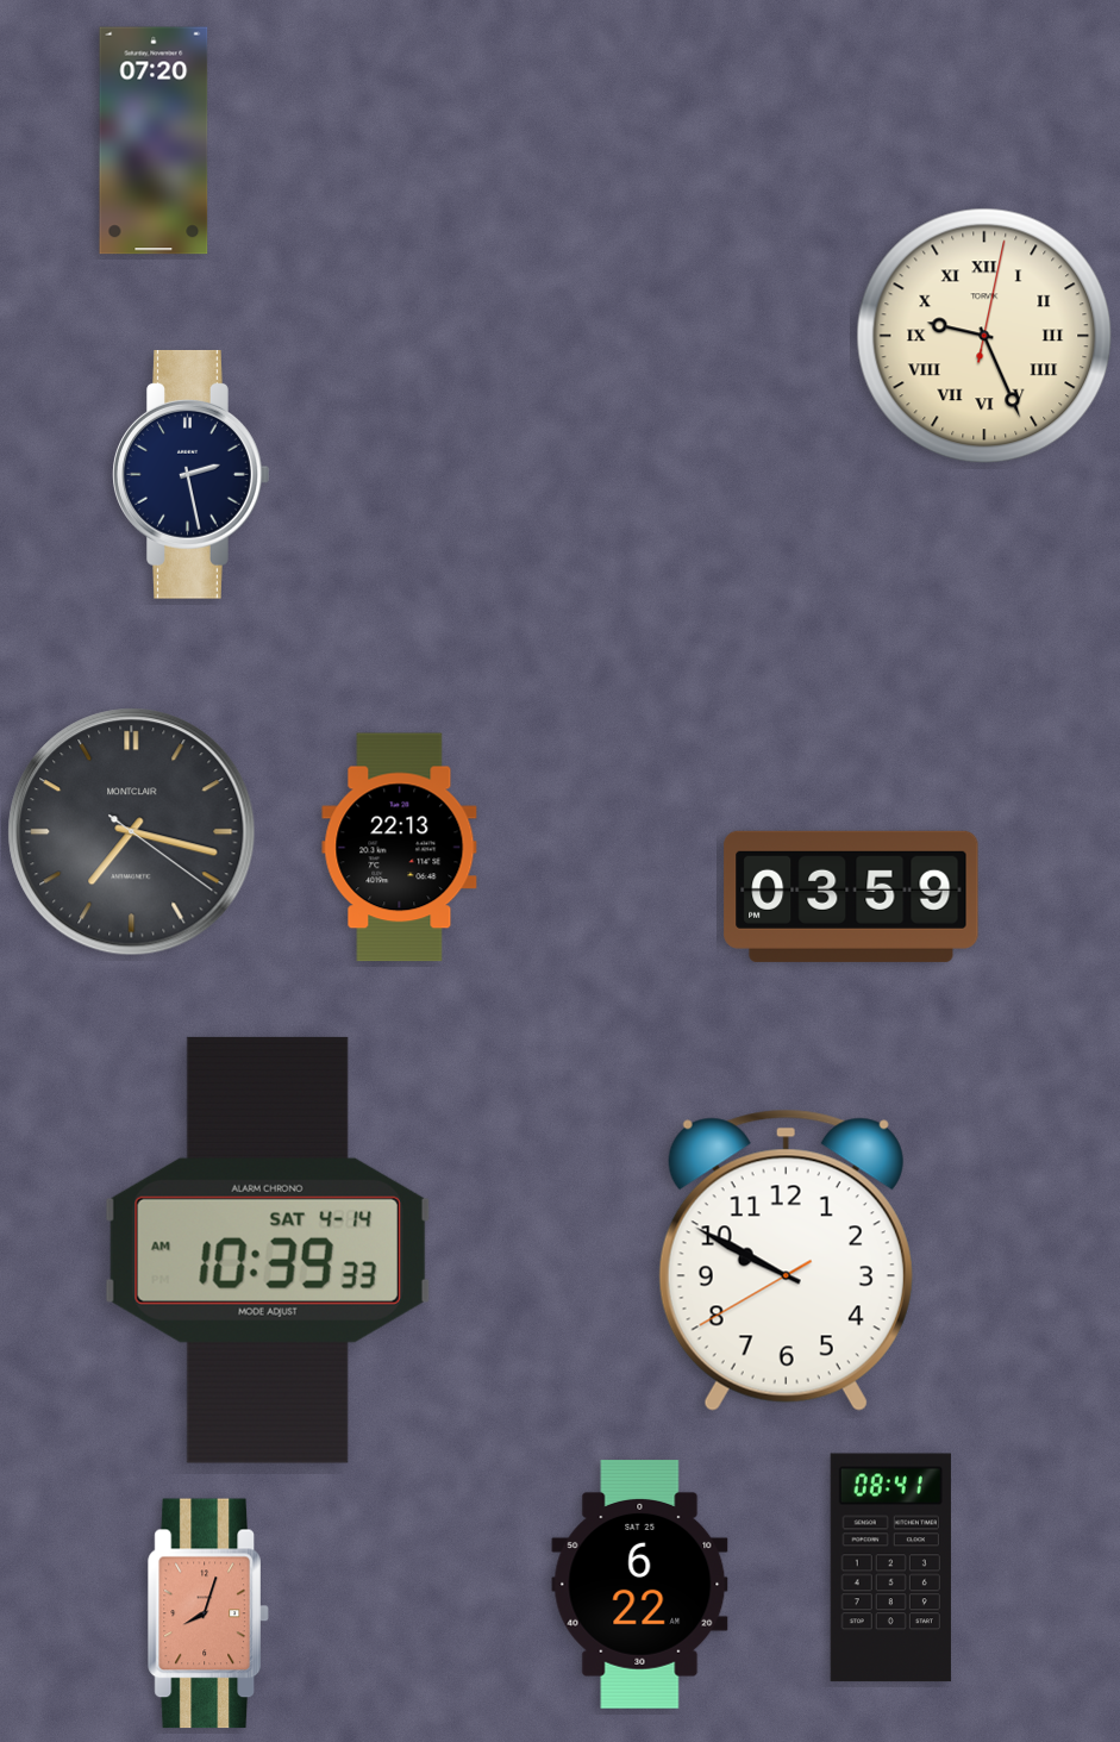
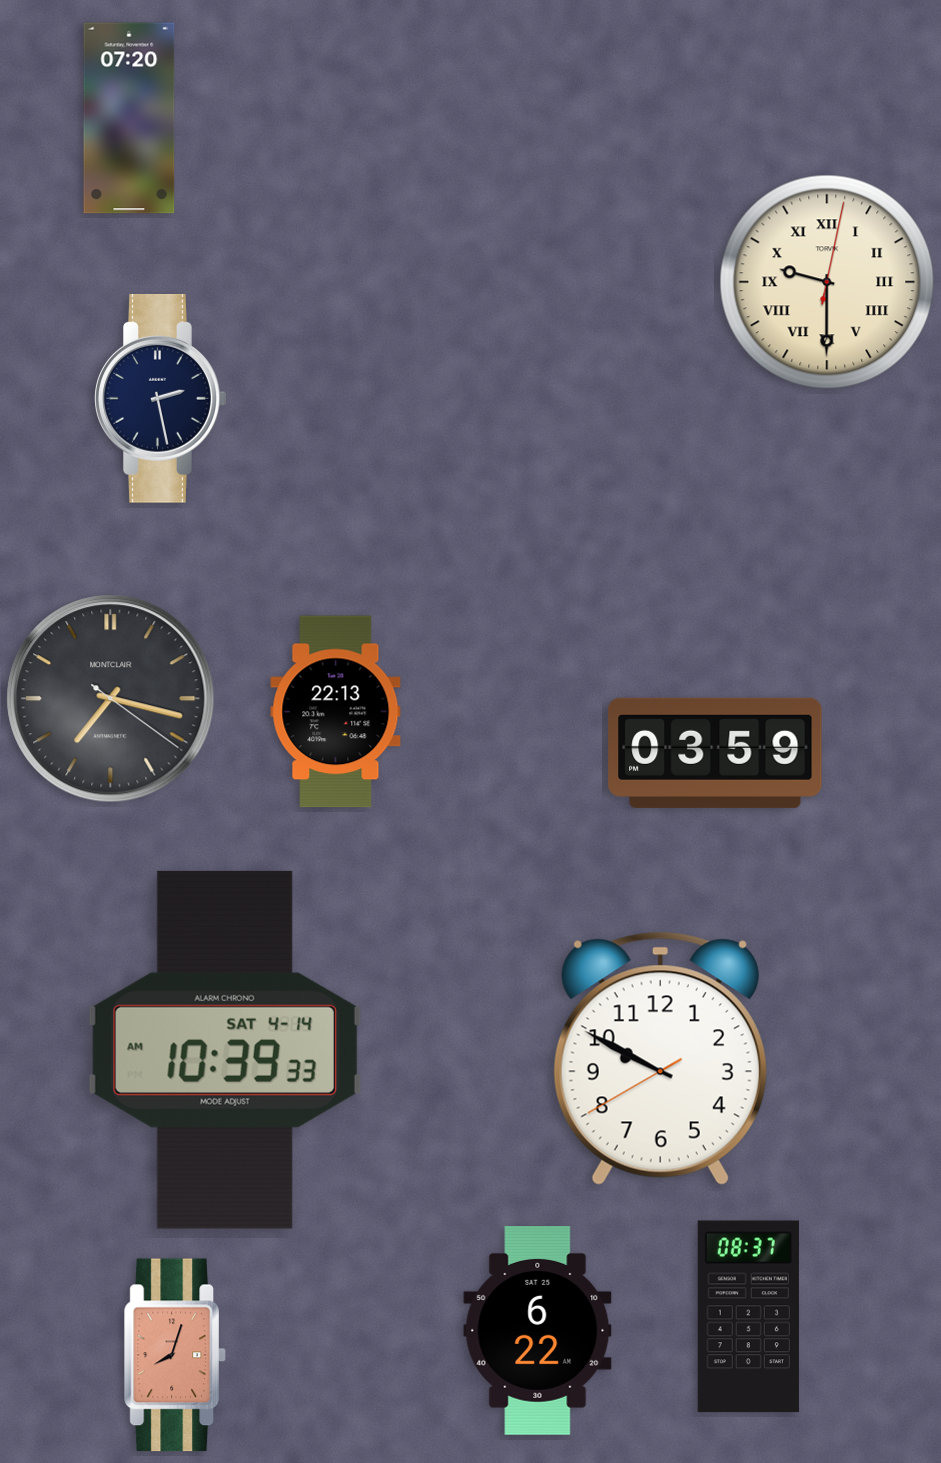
clock at (984, 336): 9:26 -> 9:30
clock at (890, 1568): 08:41 -> 08:37
